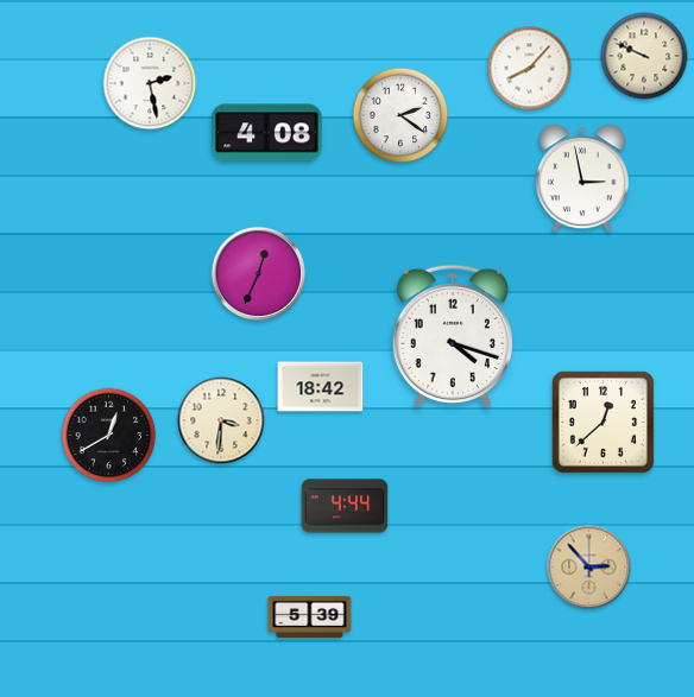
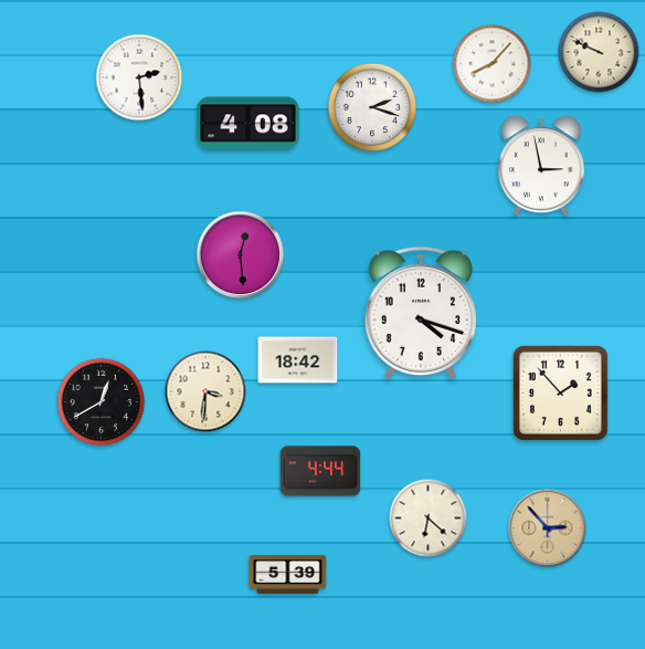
clock at (150, 83): 2:28 -> 2:29
clock at (400, 115): 2:21 -> 2:18
clock at (259, 274): 12:34 -> 12:29
clock at (602, 422): 12:38 -> 1:53
clock at (109, 436) position: (109, 436) -> (102, 402)
clock at (429, 519): none -> 6:22
